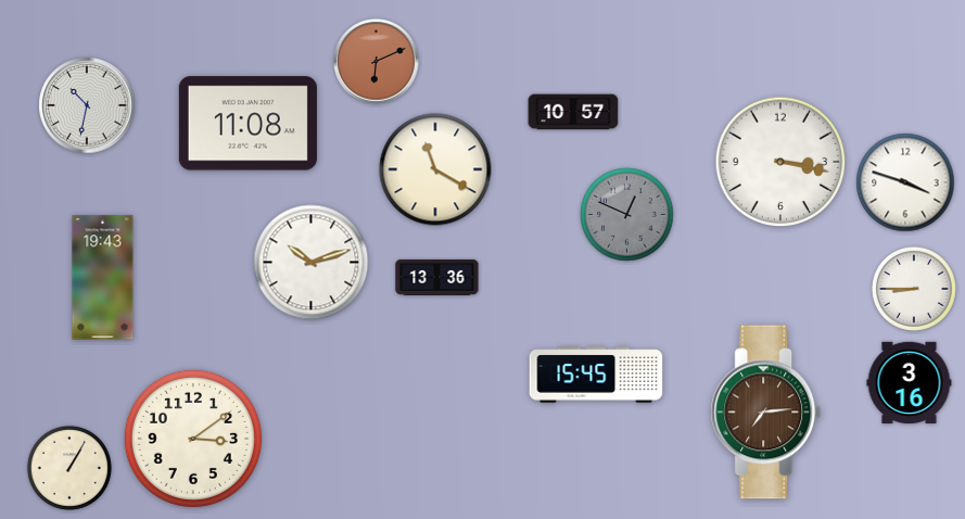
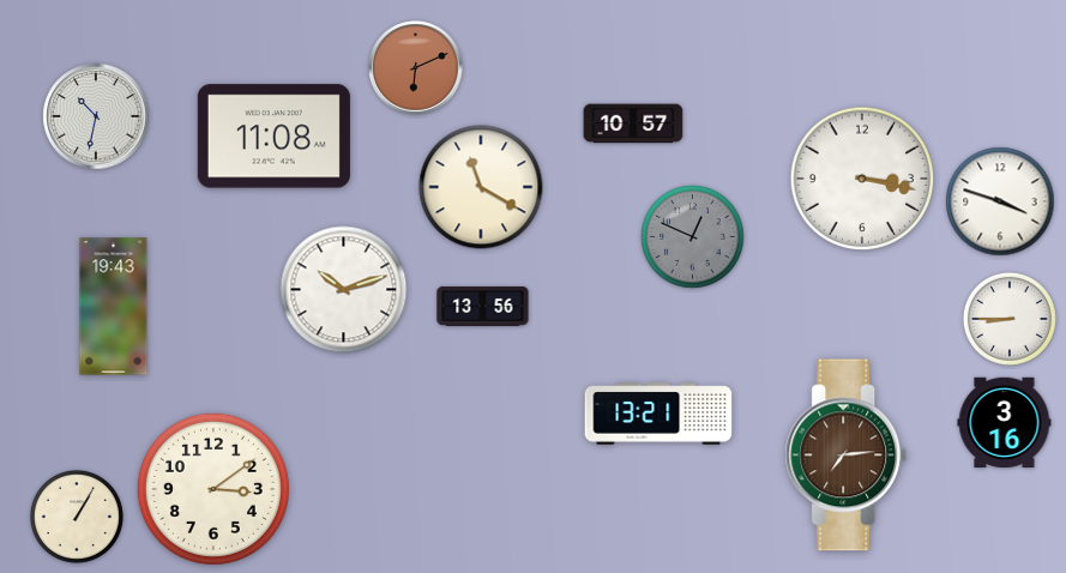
clock at (437, 277): 13:36 -> 13:56
clock at (596, 375): 15:45 -> 13:21
clock at (193, 439) position: (193, 439) -> (213, 489)
